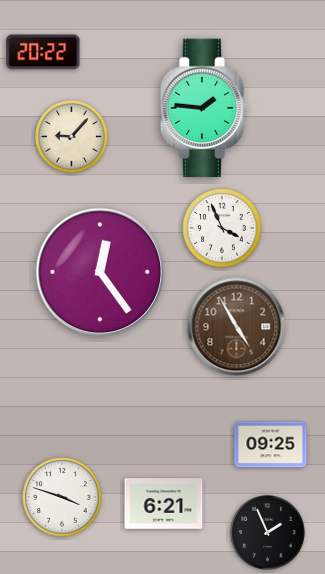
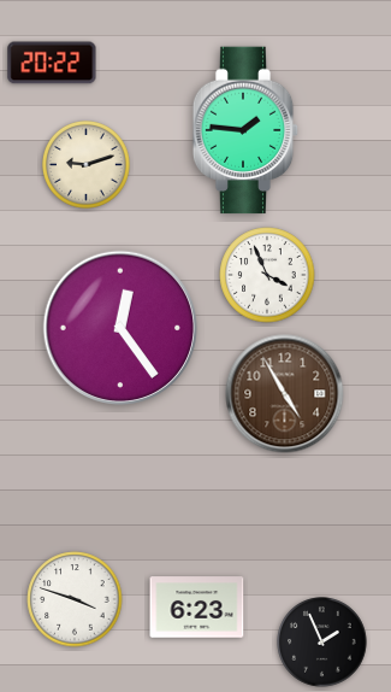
clock at (72, 137): 9:07 -> 9:12
clock at (271, 445): 09:25 -> none
clock at (164, 504): 6:21 -> 6:23
